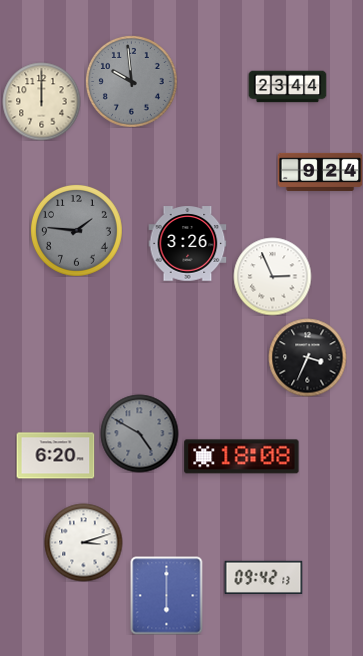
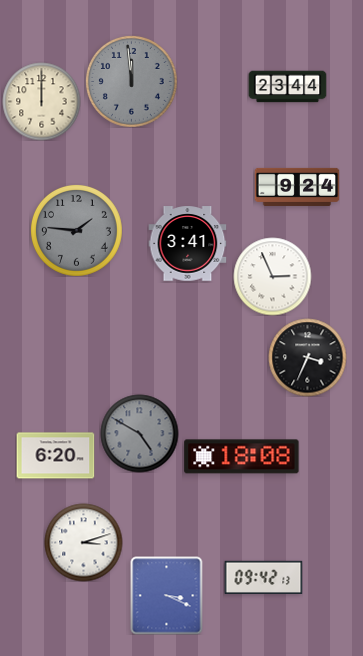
clock at (131, 81): 9:59 -> 11:59
clock at (320, 172) position: (320, 172) -> (297, 187)
clock at (187, 244): 3:26 -> 3:41
clock at (167, 595): 6:00 -> 3:19
